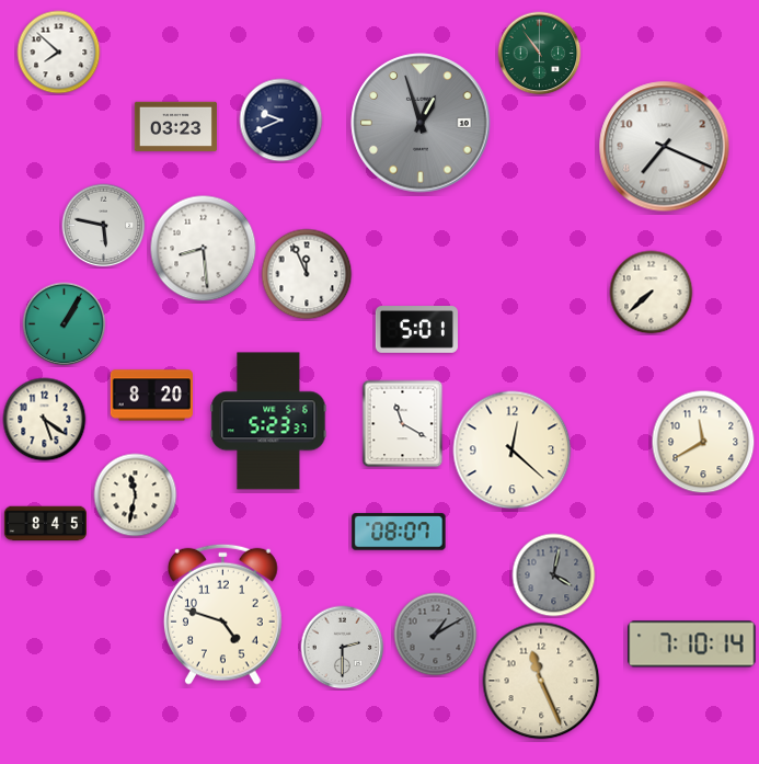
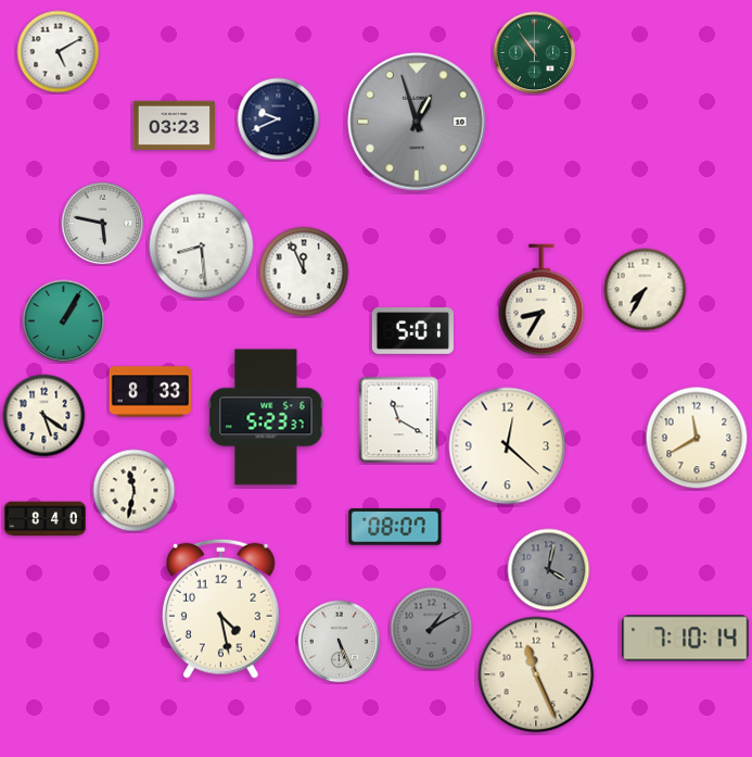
clock at (59, 53): 7:52 -> 5:10
clock at (665, 147): 7:19 -> none
clock at (652, 293): 7:38 -> 7:35
clock at (541, 300): none -> 8:35
clock at (416, 330) position: (416, 330) -> (412, 331)
clock at (151, 396): 8:20 -> 8:33
clock at (45, 524): 8:45 -> 8:40
clock at (222, 614): 4:48 -> 4:28
clock at (343, 648): 2:30 -> 5:26
